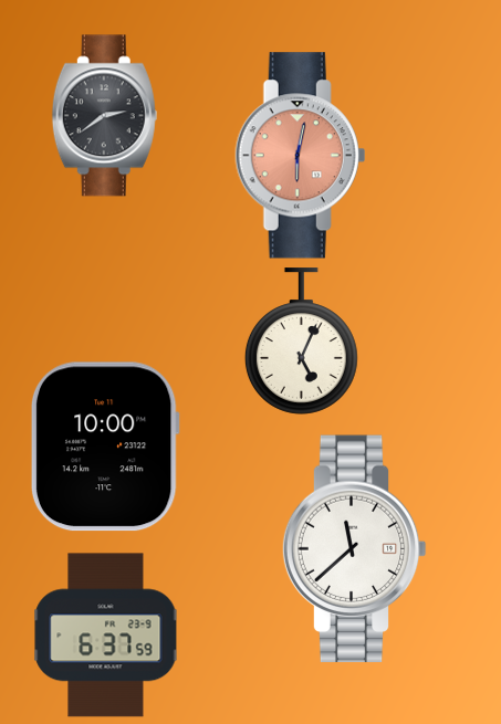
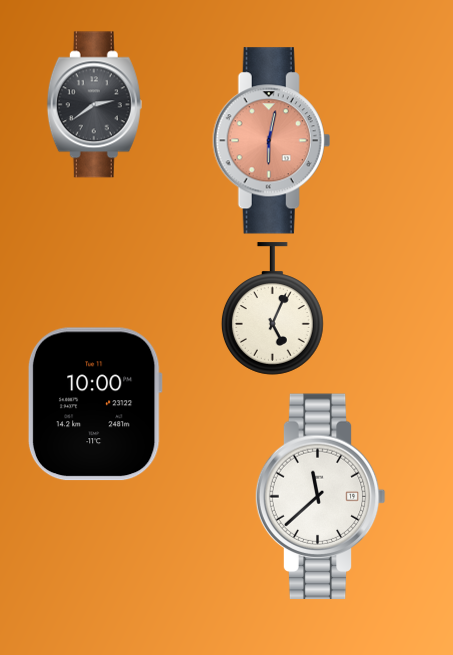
clock at (106, 636): 6:37 -> none
